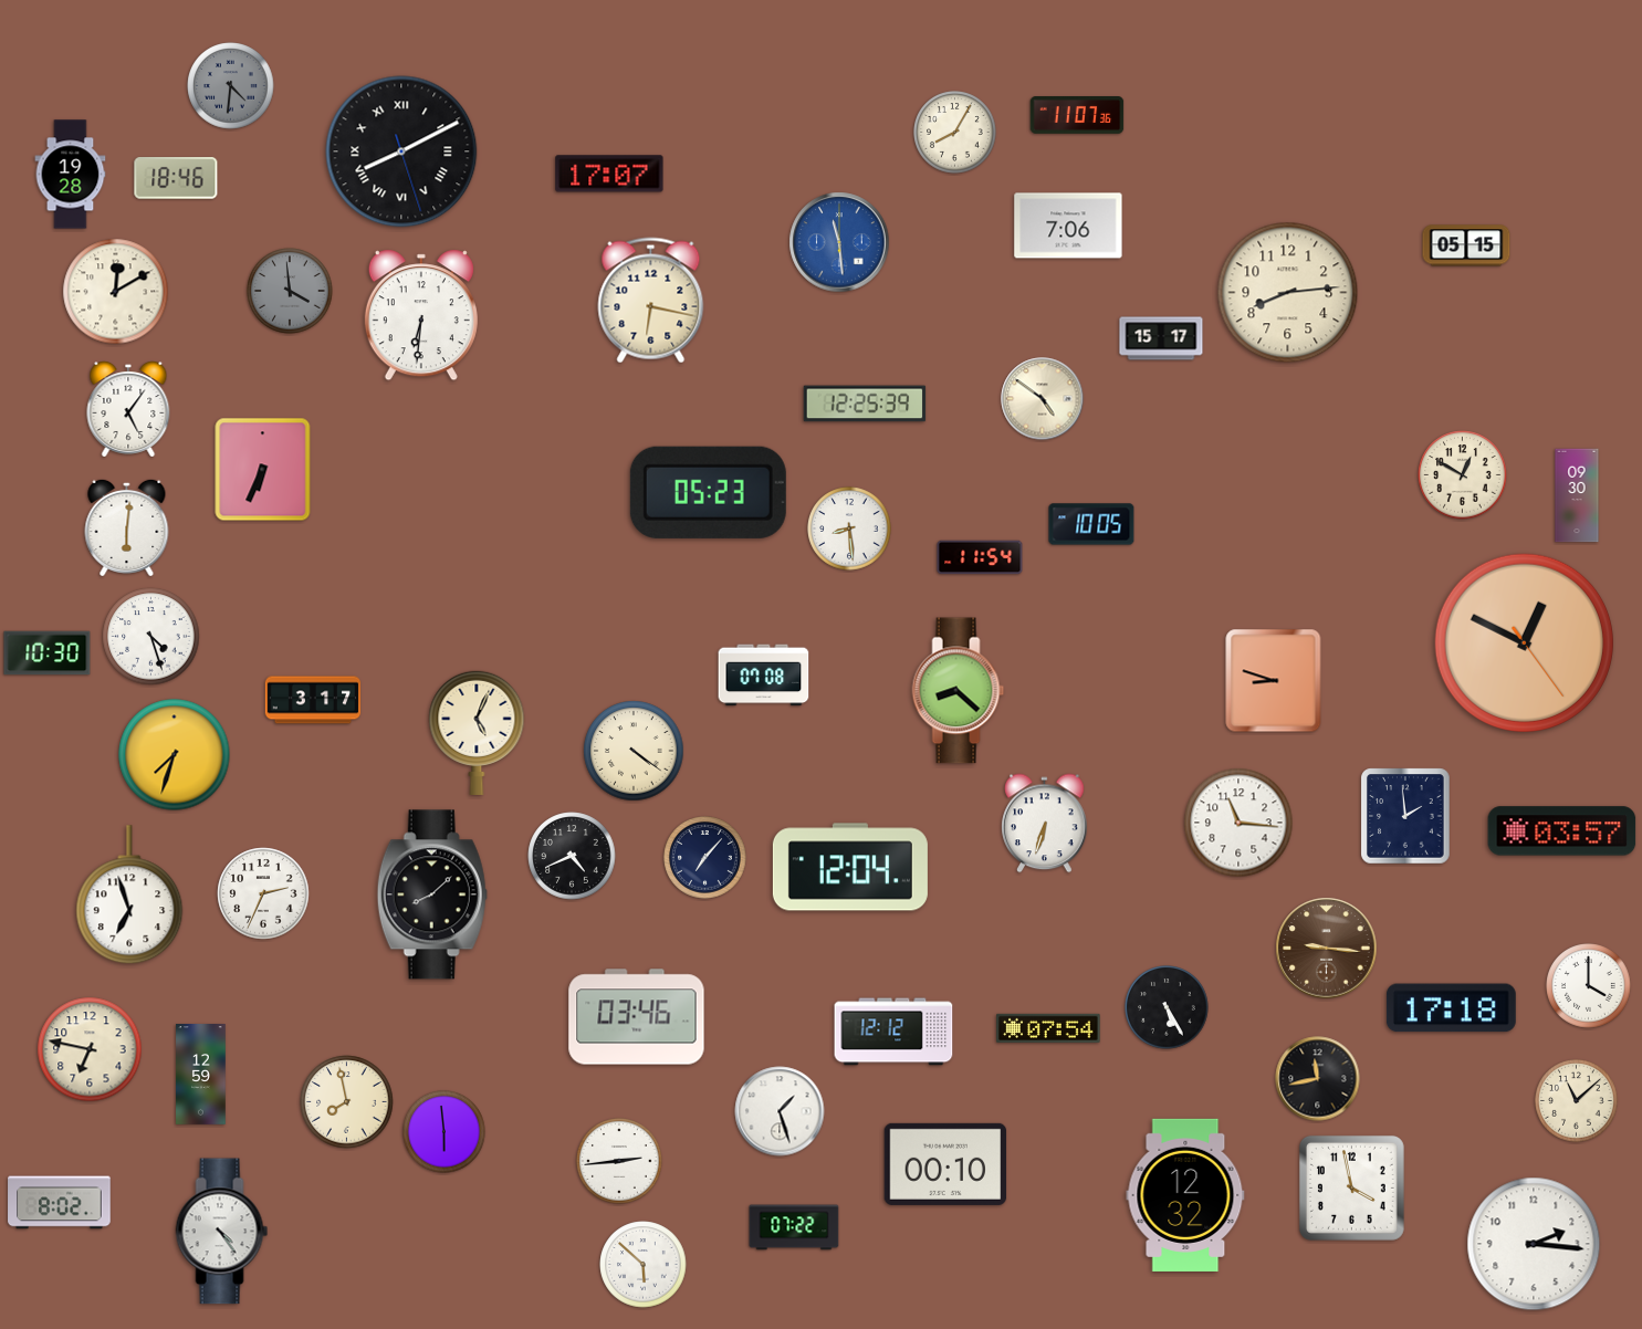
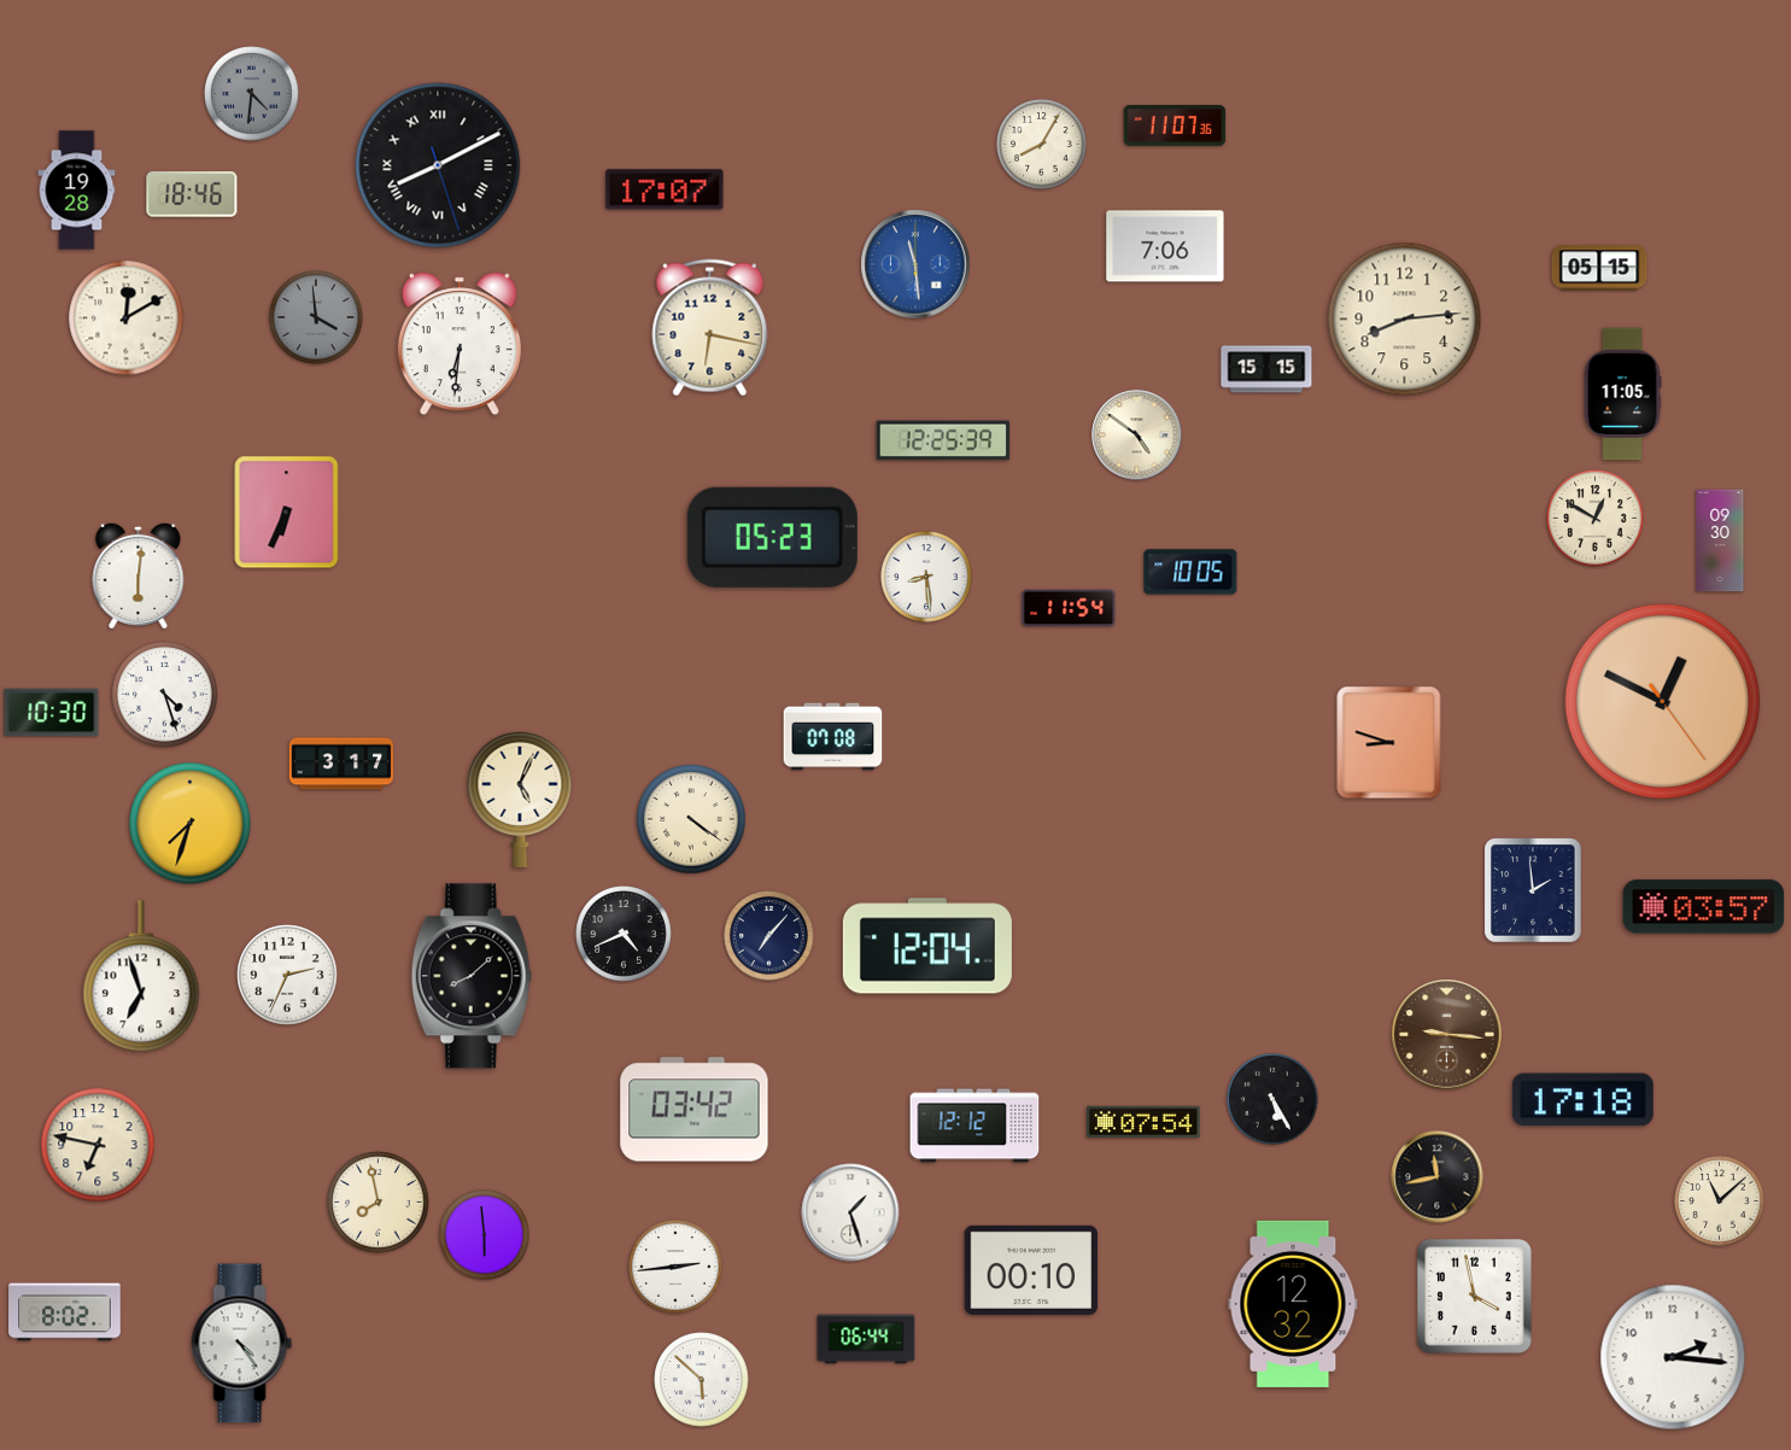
clock at (1161, 338): 15:17 -> 15:15
clock at (1622, 394): none -> 11:05
clock at (128, 410): 5:06 -> none
clock at (959, 691): 8:22 -> none
clock at (1238, 823): 11:16 -> none
clock at (1045, 824): 6:33 -> none
clock at (1589, 986): 4:00 -> none
clock at (637, 1017): 03:46 -> 03:42
clock at (201, 1075): 12:59 -> none
clock at (794, 1227): 07:22 -> 06:44
